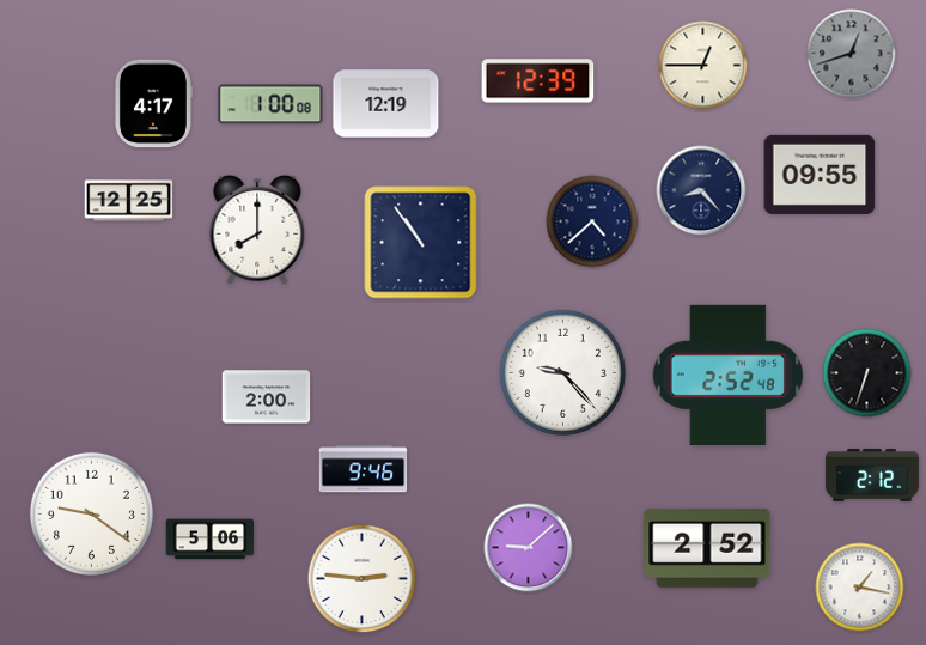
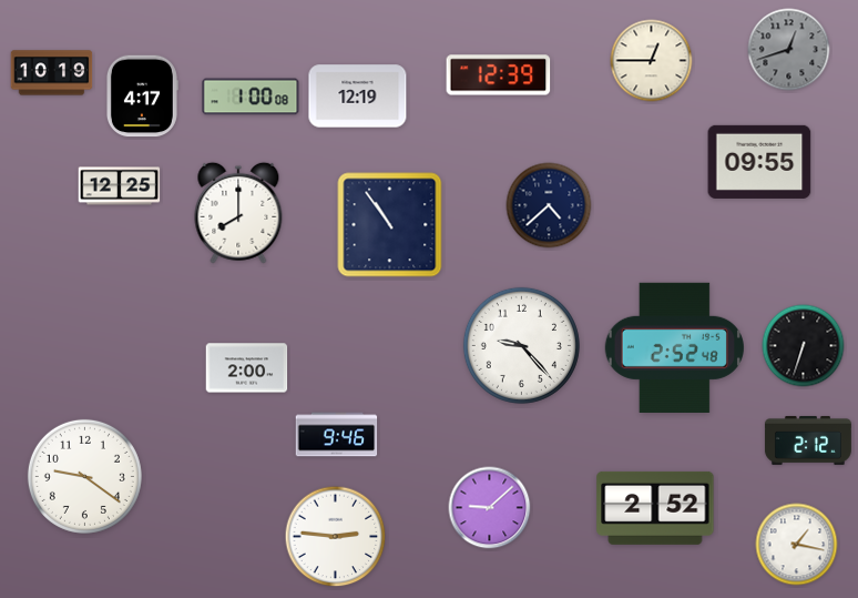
clock at (52, 73): none -> 10:19
clock at (701, 190): 8:23 -> none
clock at (211, 540): 5:06 -> none
